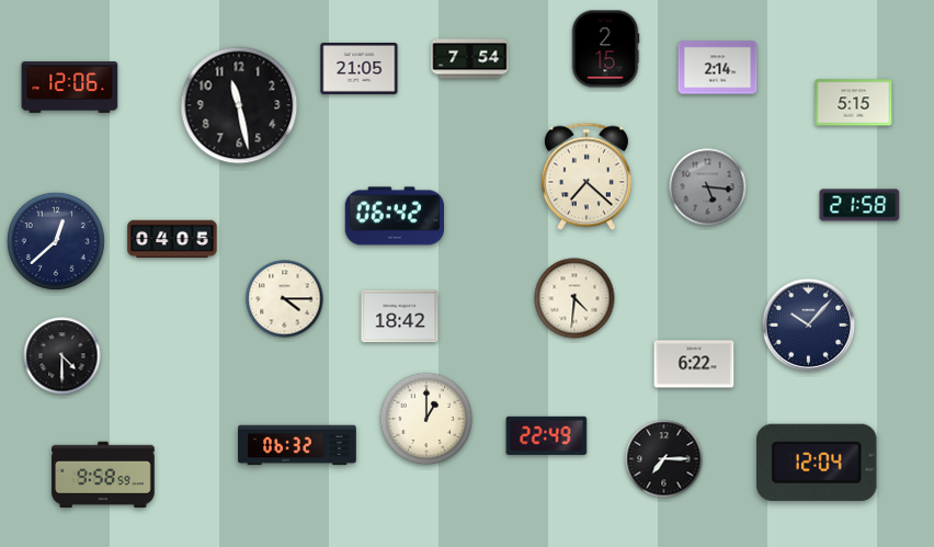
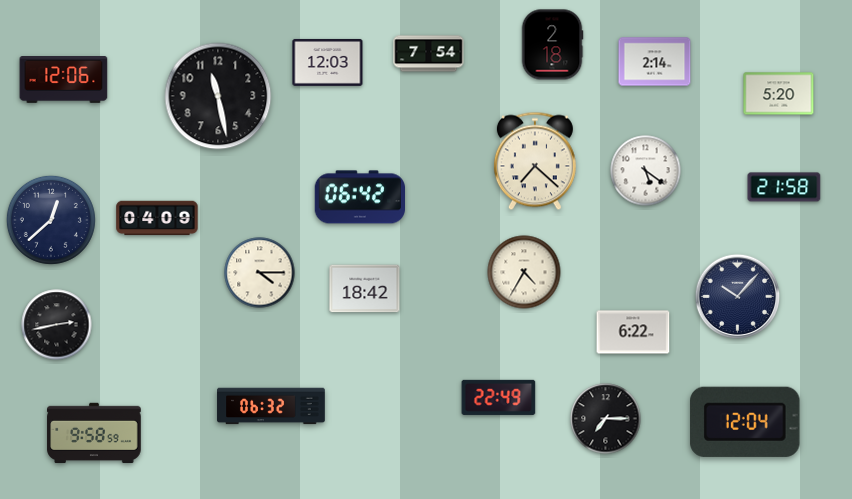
clock at (605, 49): 2:15 -> 2:18
clock at (360, 68): 21:05 -> 12:03
clock at (854, 103): 5:15 -> 5:20
clock at (708, 187): 5:16 -> 5:21
clock at (708, 187) dial: grey -> white
clock at (172, 239): 04:05 -> 04:09
clock at (574, 298): 4:31 -> 4:35
clock at (62, 356): 4:30 -> 2:43
clock at (426, 419): 1:00 -> none
